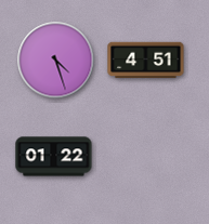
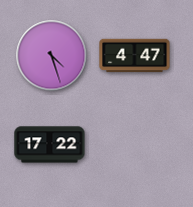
clock at (146, 61): 4:51 -> 4:47
clock at (54, 157): 01:22 -> 17:22
